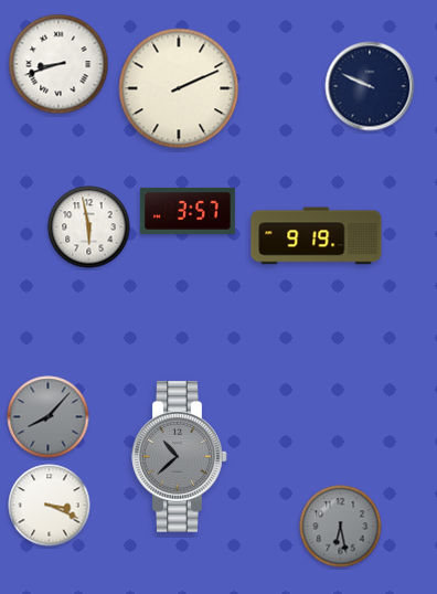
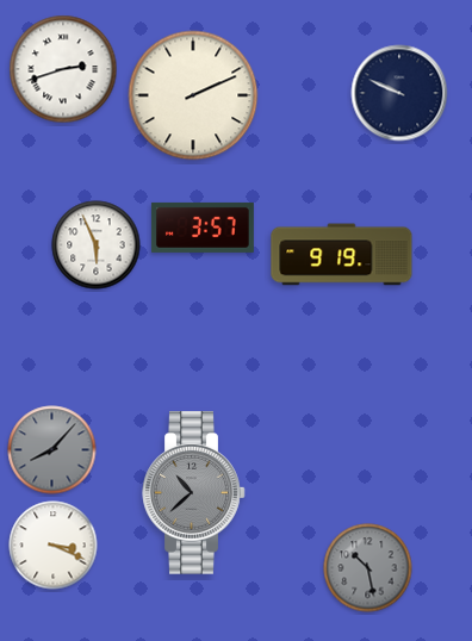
clock at (58, 64): 8:42 -> 2:42
clock at (89, 227): 5:58 -> 5:56
clock at (341, 527): 6:28 -> 10:28
